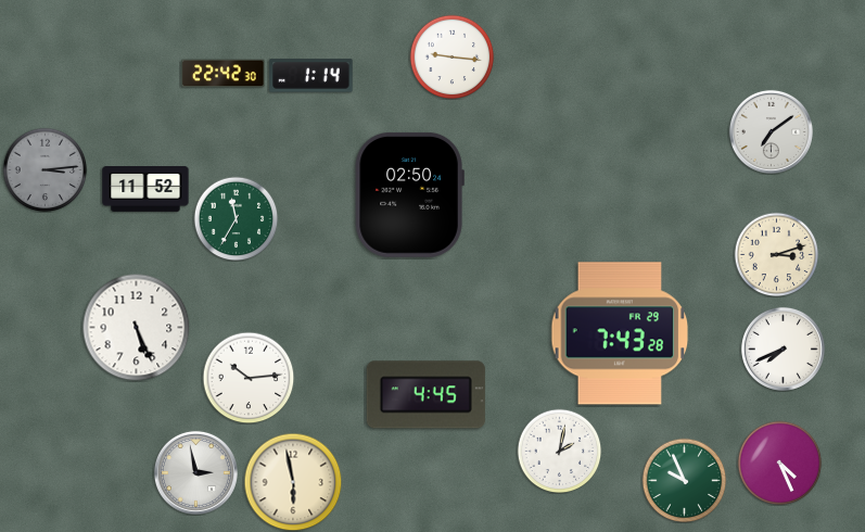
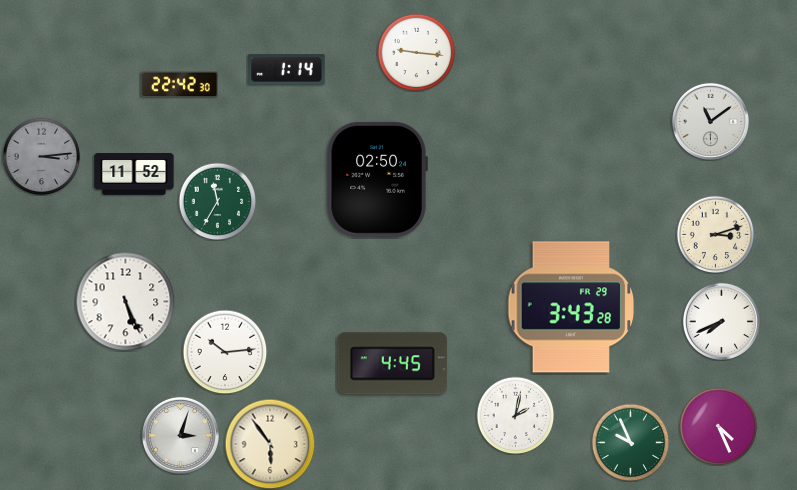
clock at (224, 74) position: (224, 74) -> (180, 85)
clock at (771, 131): 7:09 -> 11:09
clock at (620, 333): 7:43 -> 3:43
clock at (249, 378) position: (249, 378) -> (225, 352)
clock at (195, 472): 2:58 -> 3:03
clock at (293, 482): 5:58 -> 5:54
